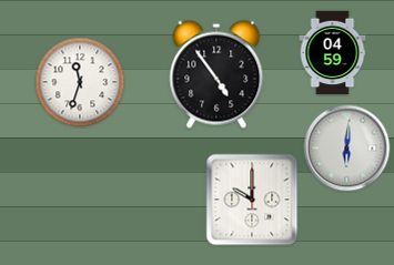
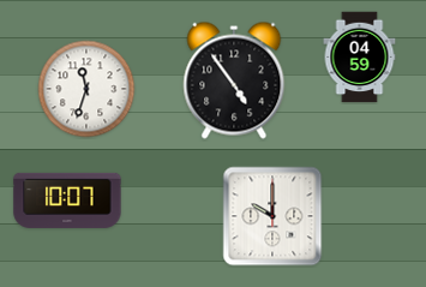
clock at (347, 149): 6:01 -> none
clock at (67, 201): none -> 10:07
